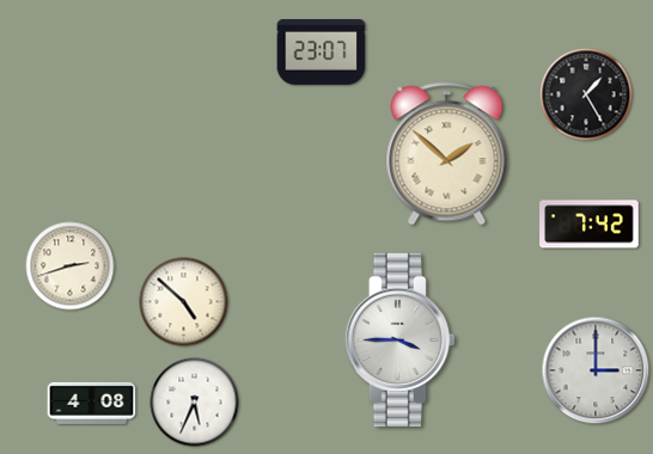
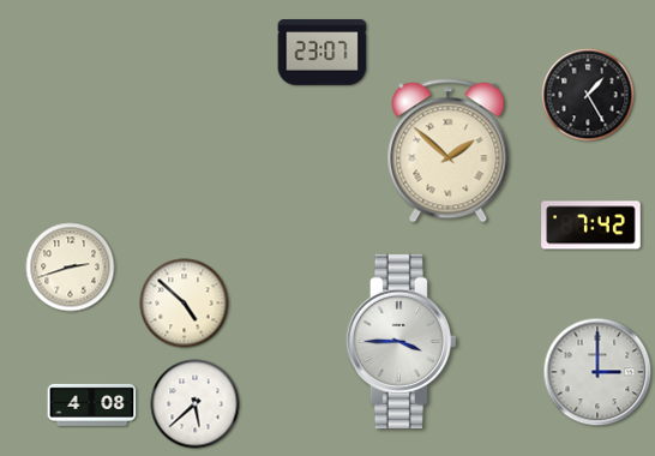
clock at (447, 154) position: (447, 154) -> (449, 151)
clock at (195, 403): 5:34 -> 5:38
